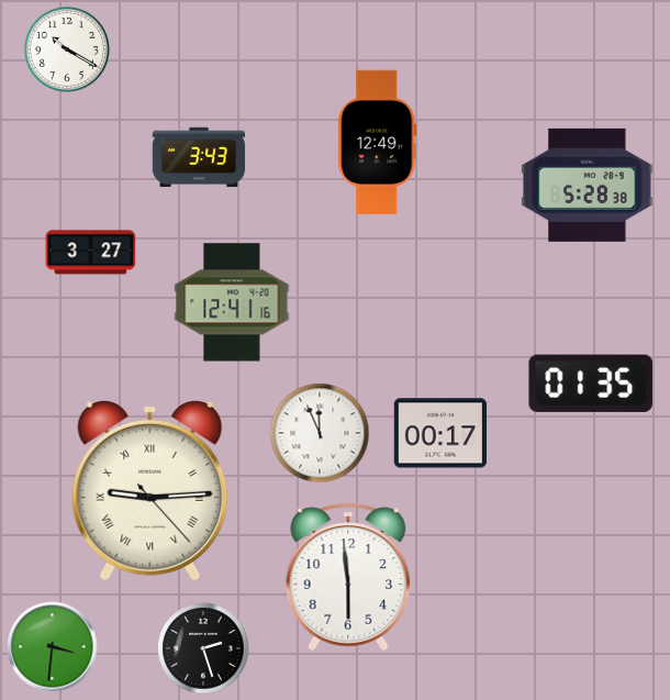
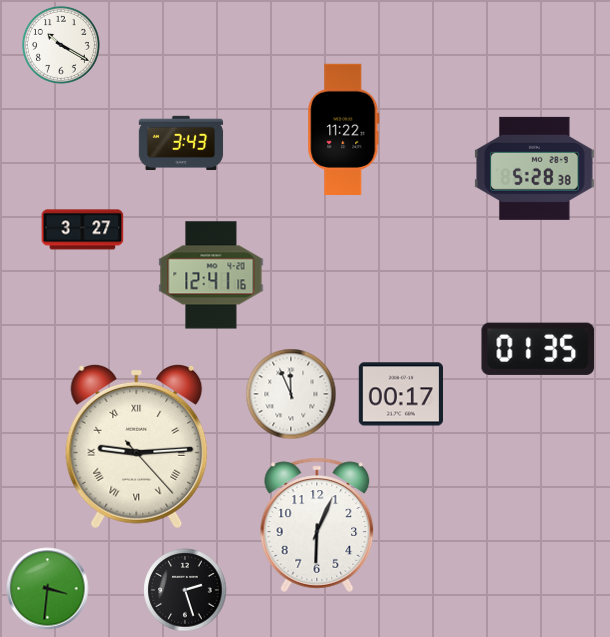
clock at (378, 142): 12:49 -> 11:22
clock at (348, 577): 5:59 -> 6:04
